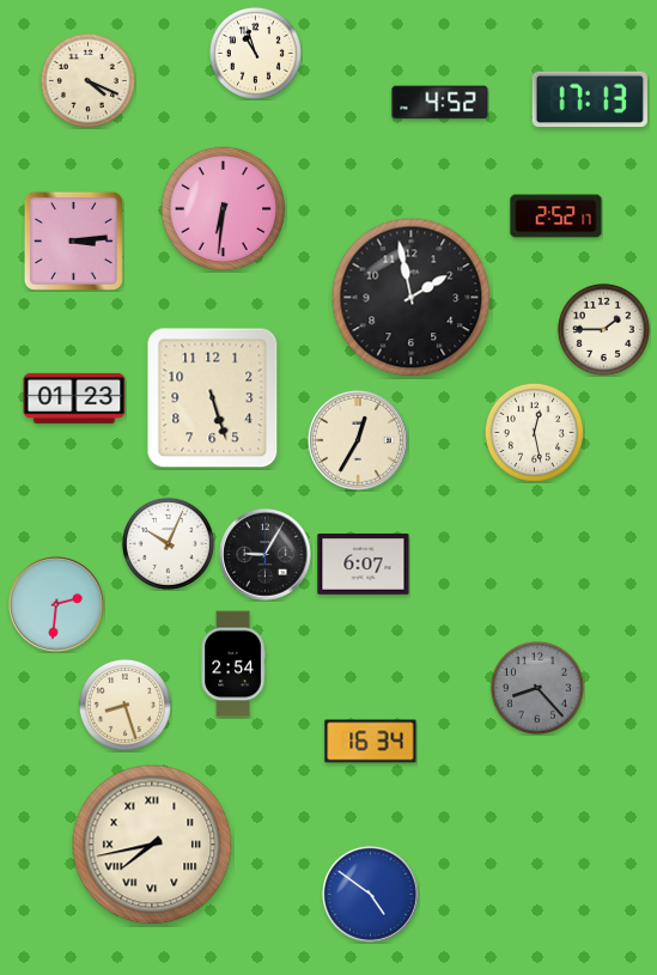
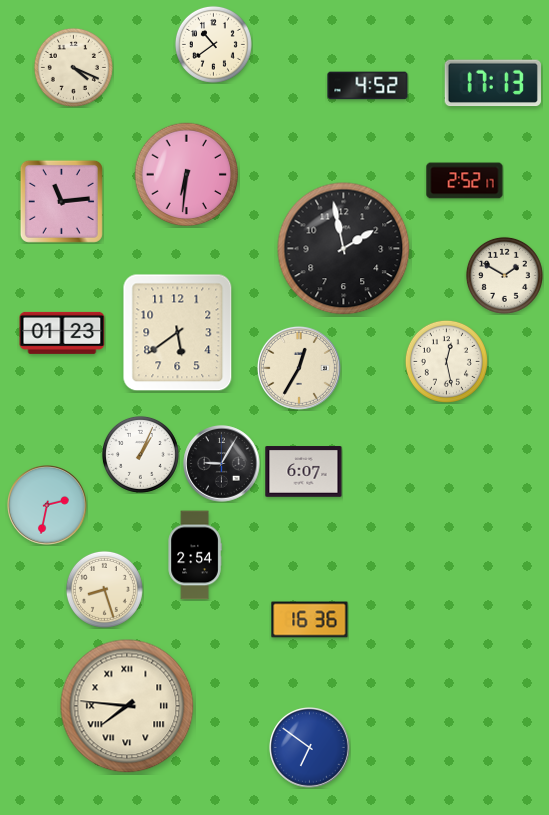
clock at (255, 53): 10:57 -> 10:39
clock at (73, 240): 3:14 -> 11:14
clock at (603, 329): 1:45 -> 1:50
clock at (213, 398): 5:27 -> 5:39
clock at (168, 543): 10:04 -> 1:04
clock at (57, 605): 2:31 -> 2:32
clock at (537, 688): 8:23 -> none
clock at (371, 742): 16:34 -> 16:36
clock at (152, 845): 7:43 -> 7:46
clock at (371, 895): 4:51 -> 6:51
